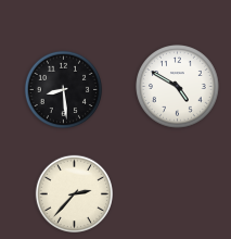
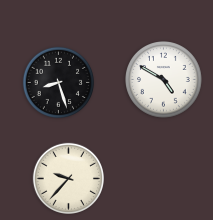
clock at (63, 89): 8:29 -> 8:27
clock at (74, 193): 2:37 -> 9:37
